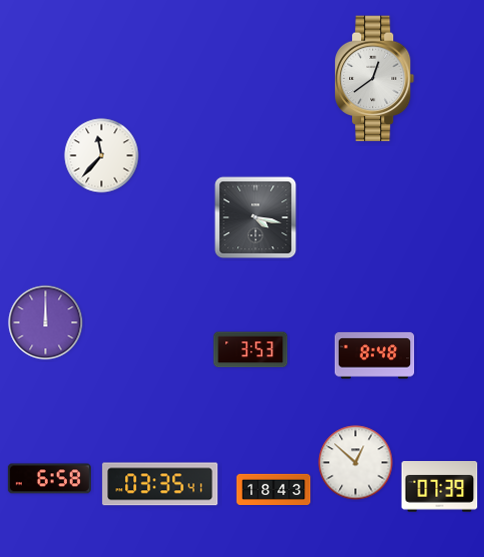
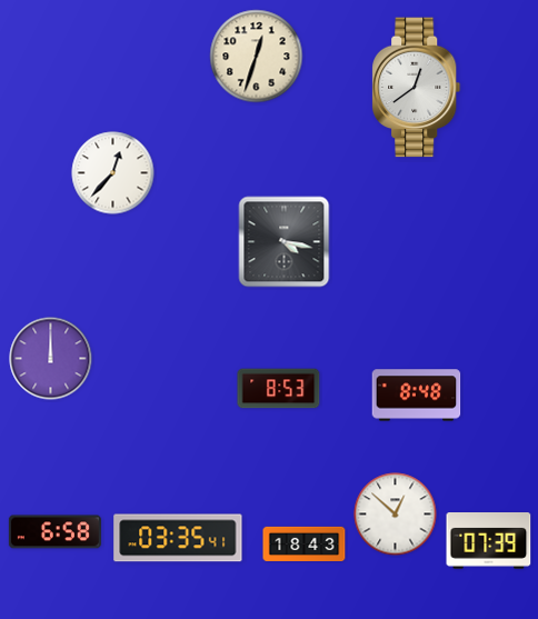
clock at (257, 57): none -> 12:33
clock at (102, 156): 11:37 -> 12:37
clock at (251, 350): 3:53 -> 8:53
